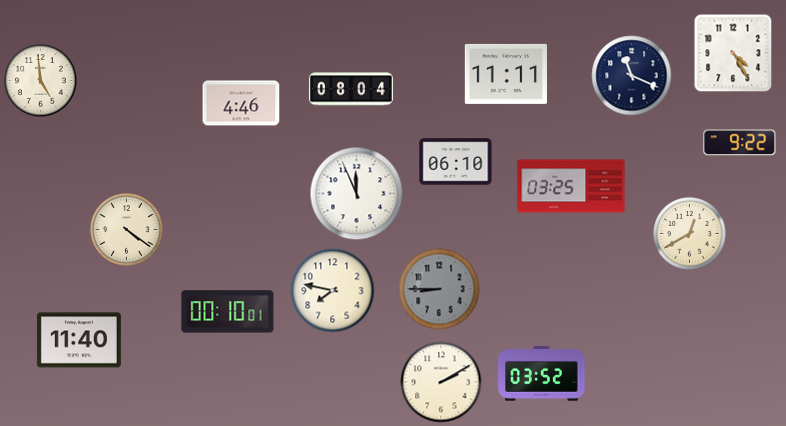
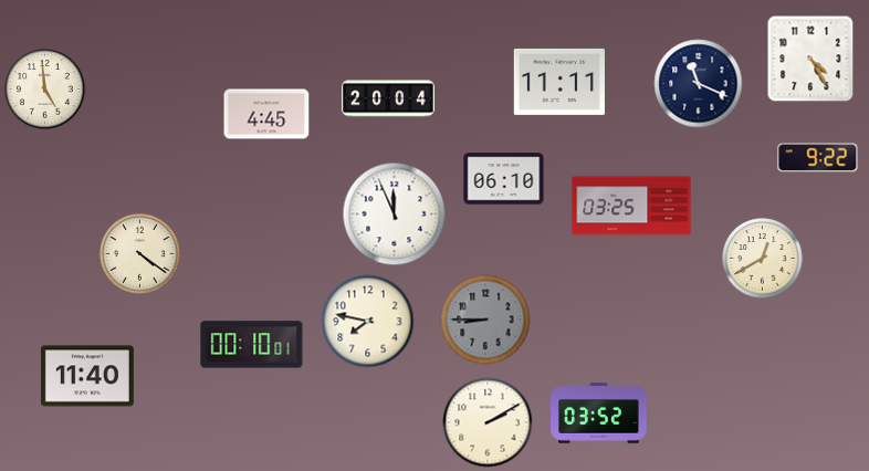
clock at (351, 89): 08:04 -> 20:04
clock at (241, 103): 4:46 -> 4:45
